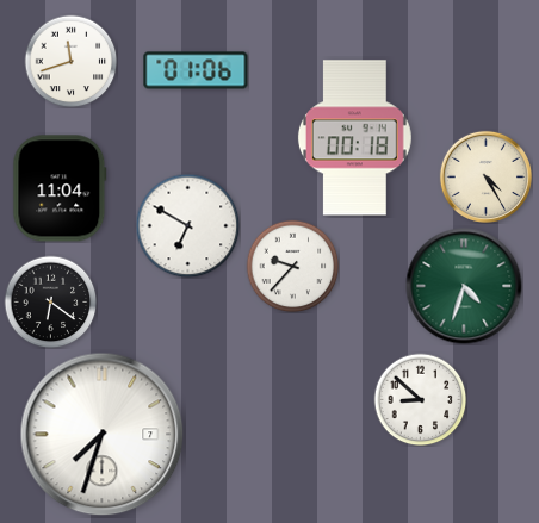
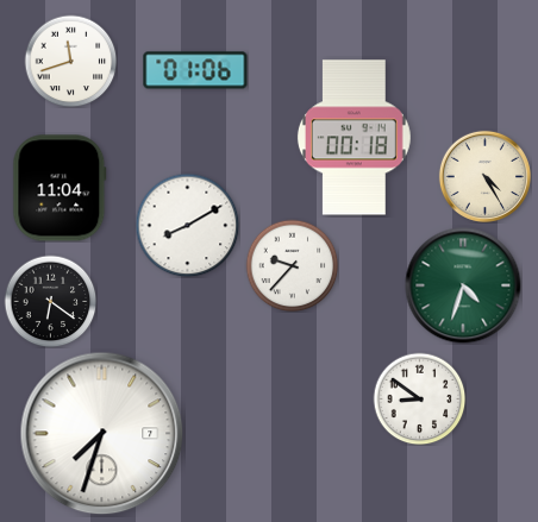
clock at (187, 225): 6:50 -> 8:10
clock at (420, 399): 8:52 -> 8:51
